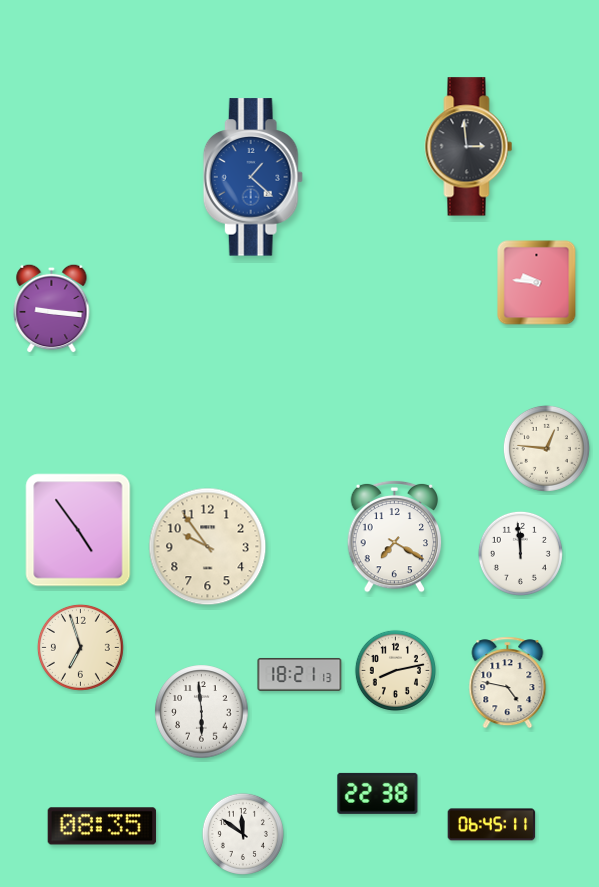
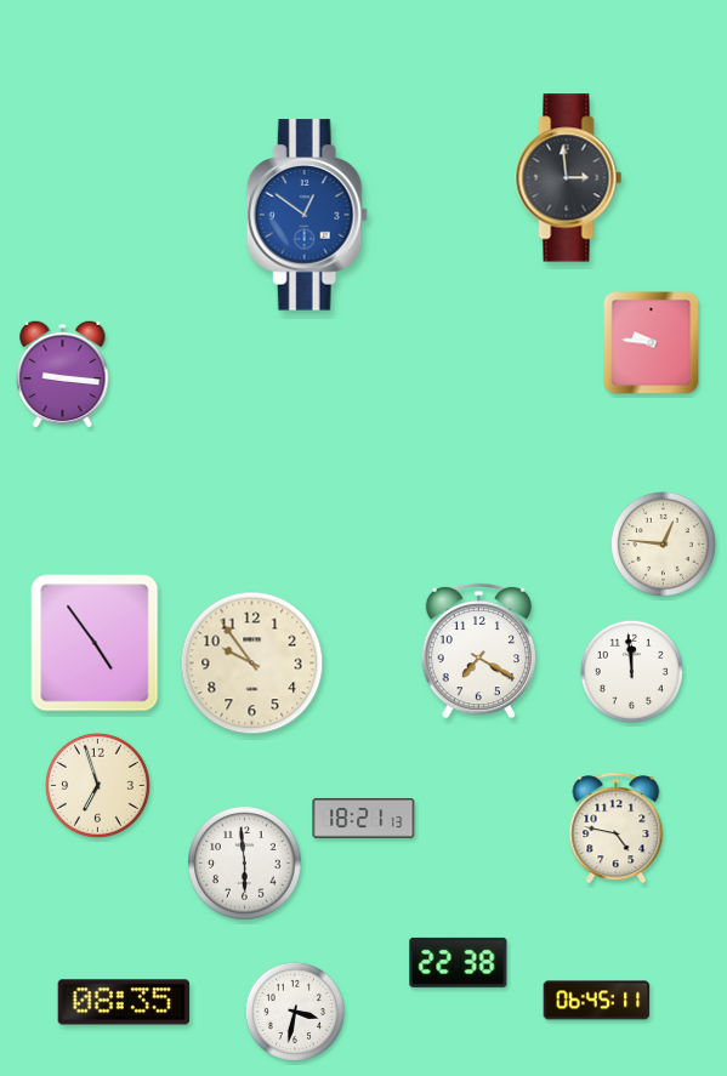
clock at (253, 177): 1:22 -> 12:51
clock at (395, 670): 8:13 -> none
clock at (243, 834): 11:51 -> 3:32
